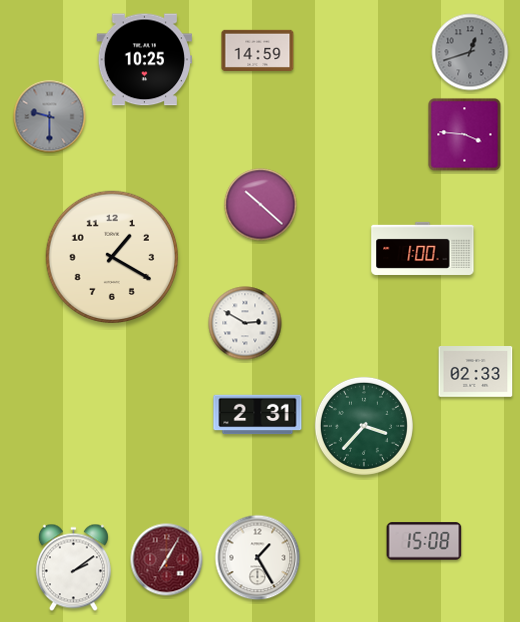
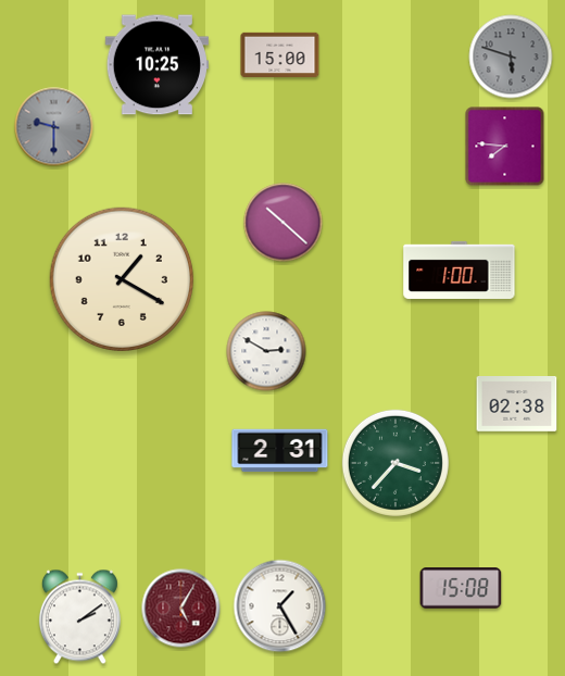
clock at (258, 50): 14:59 -> 15:00
clock at (470, 52): 12:42 -> 5:48
clock at (465, 135): 3:46 -> 7:46
clock at (476, 372): 02:33 -> 02:38
clock at (167, 560): 7:05 -> 5:05
